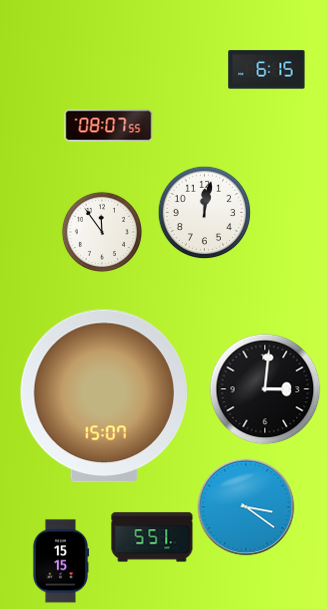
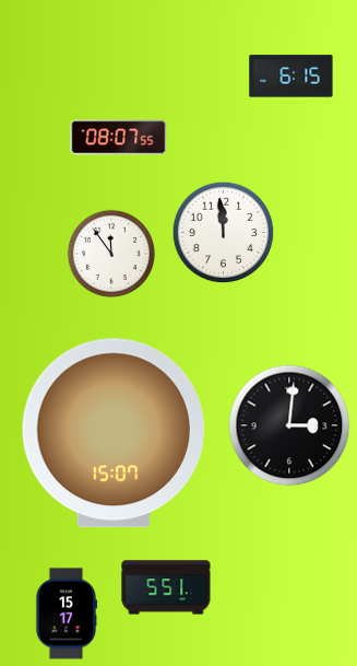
clock at (204, 212): 12:02 -> 11:59
clock at (246, 507): 3:21 -> none
clock at (61, 561): 15:15 -> 15:17
